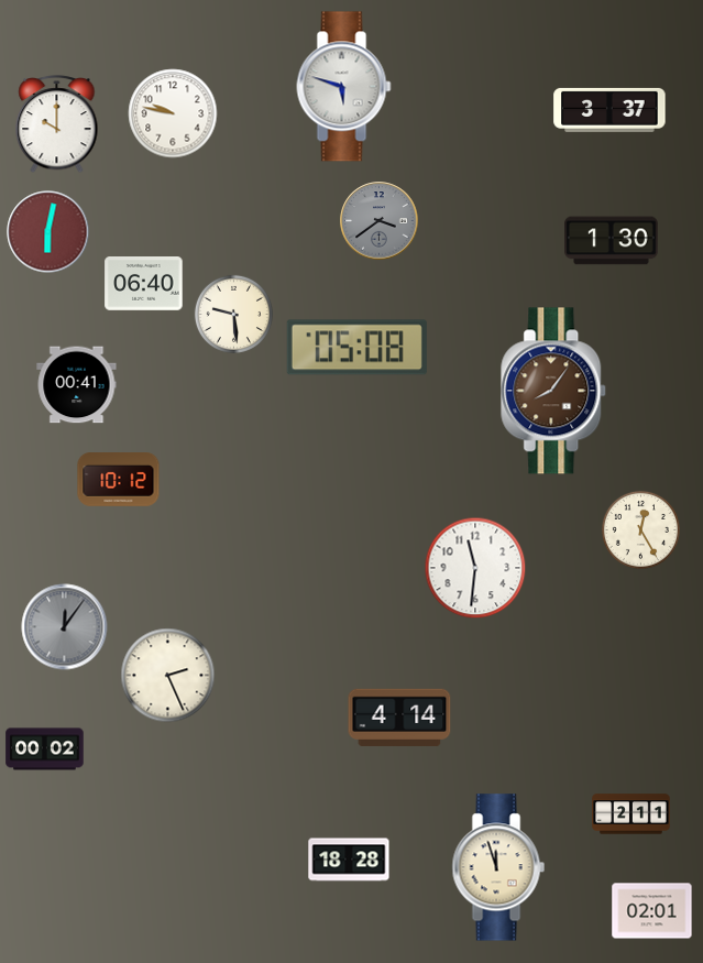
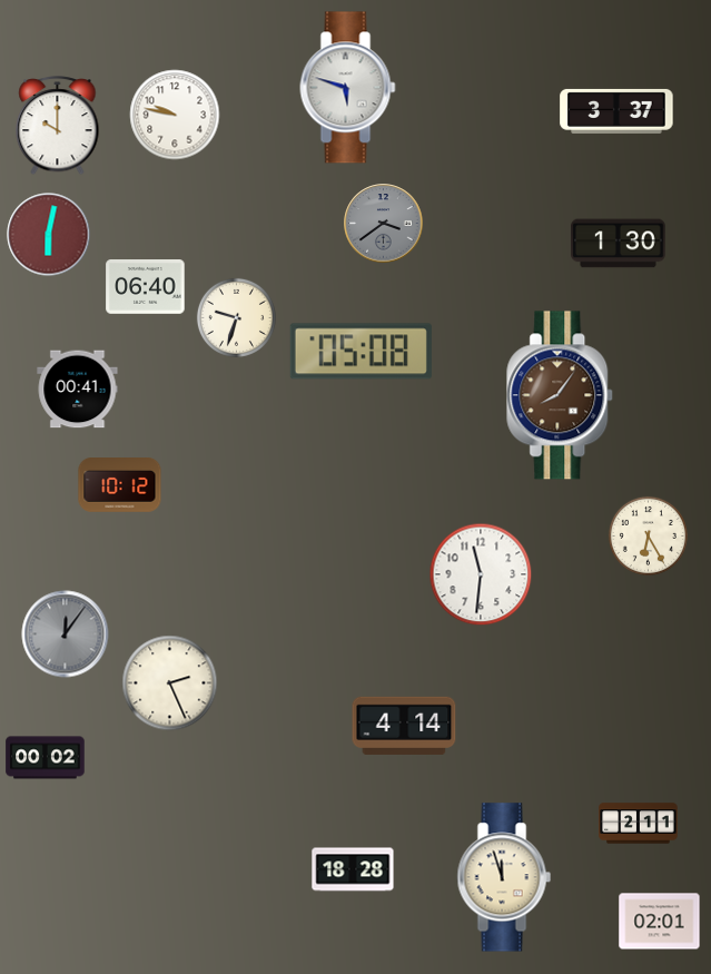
clock at (233, 314): 9:29 -> 9:33
clock at (640, 529): 12:25 -> 6:25
